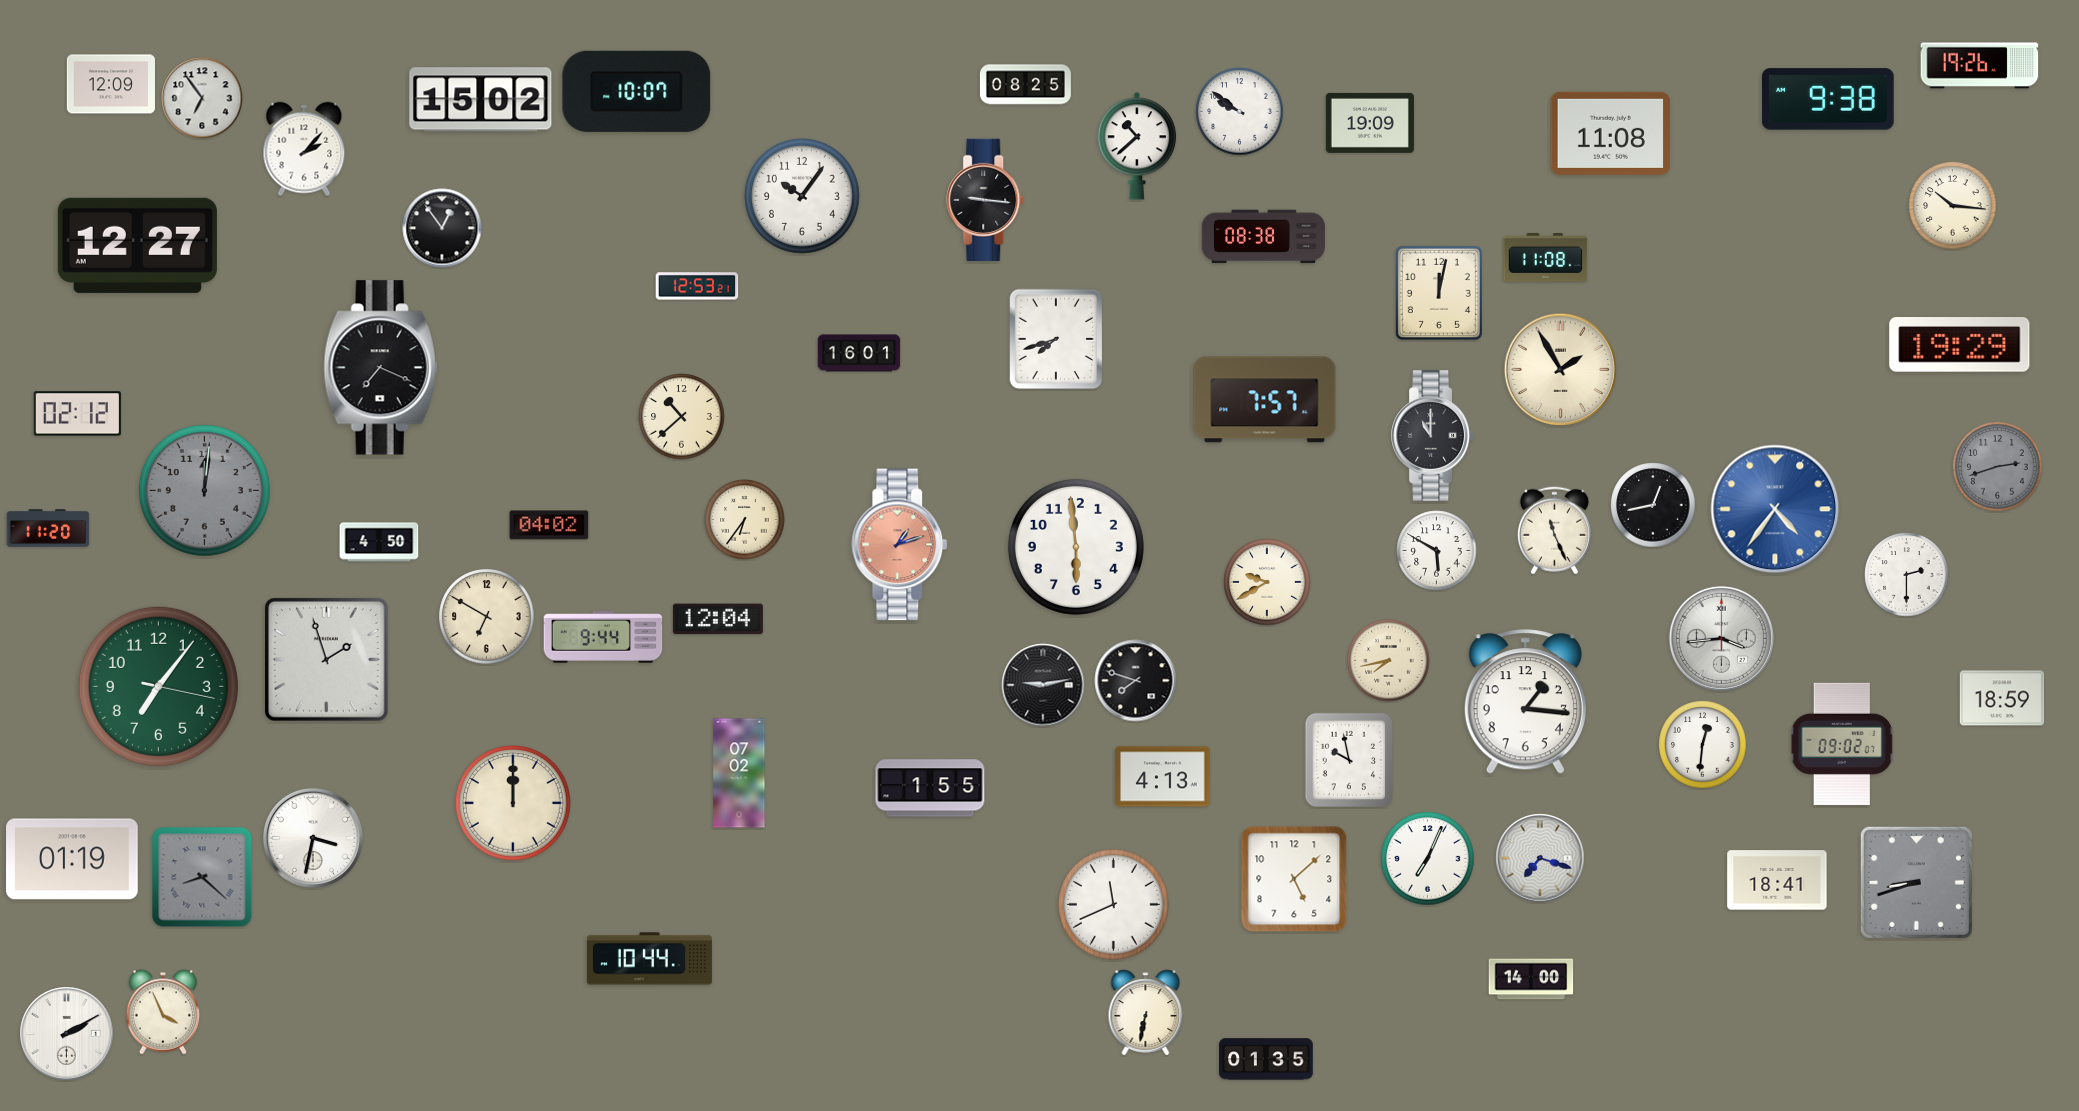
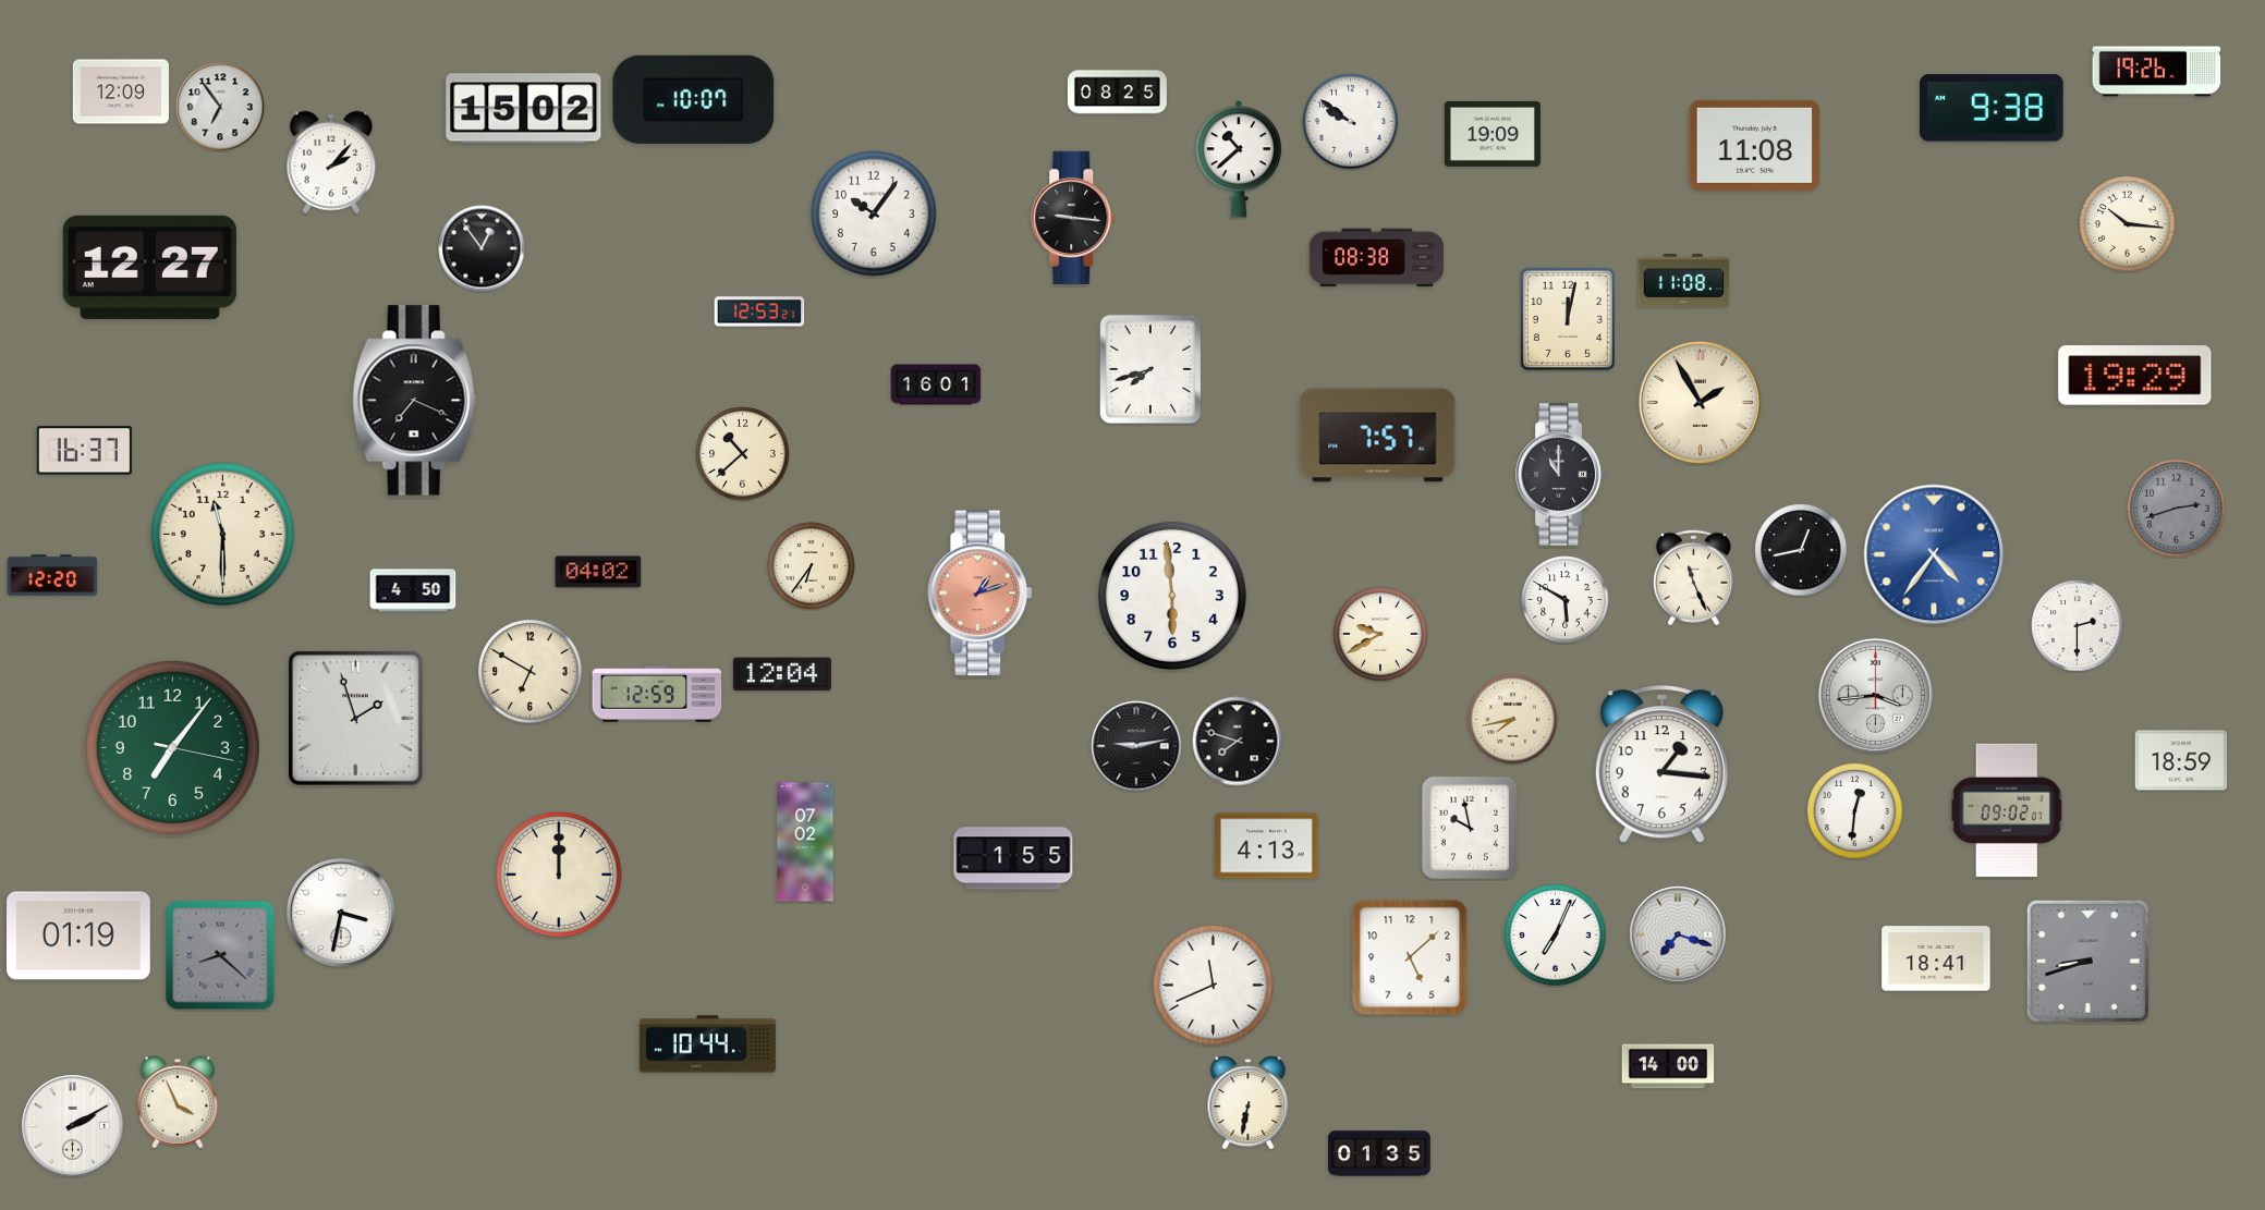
clock at (77, 414): 02:12 -> 16:37
clock at (204, 490): 12:01 -> 11:30
clock at (204, 490) dial: grey -> cream
clock at (48, 528): 11:20 -> 12:20
clock at (603, 637): 9:44 -> 12:59
